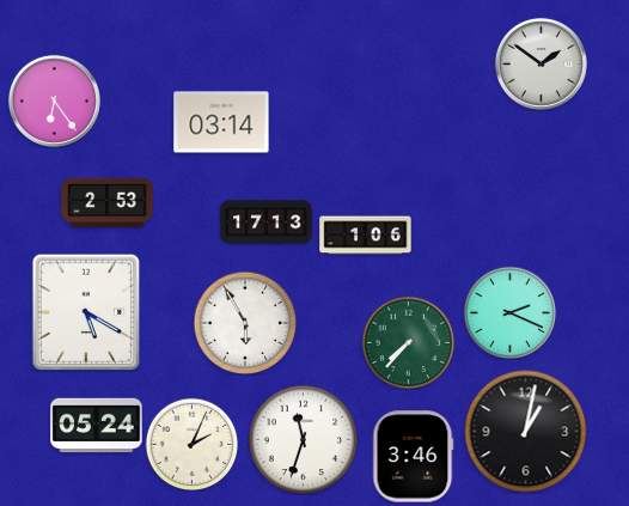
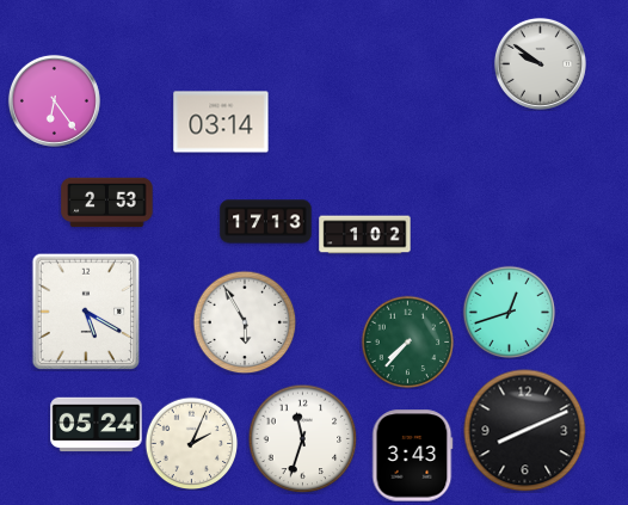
clock at (541, 63): 1:51 -> 9:51
clock at (366, 236): 1:06 -> 1:02
clock at (509, 312): 2:19 -> 12:42
clock at (526, 432): 1:02 -> 8:11
clock at (414, 457): 3:46 -> 3:43
